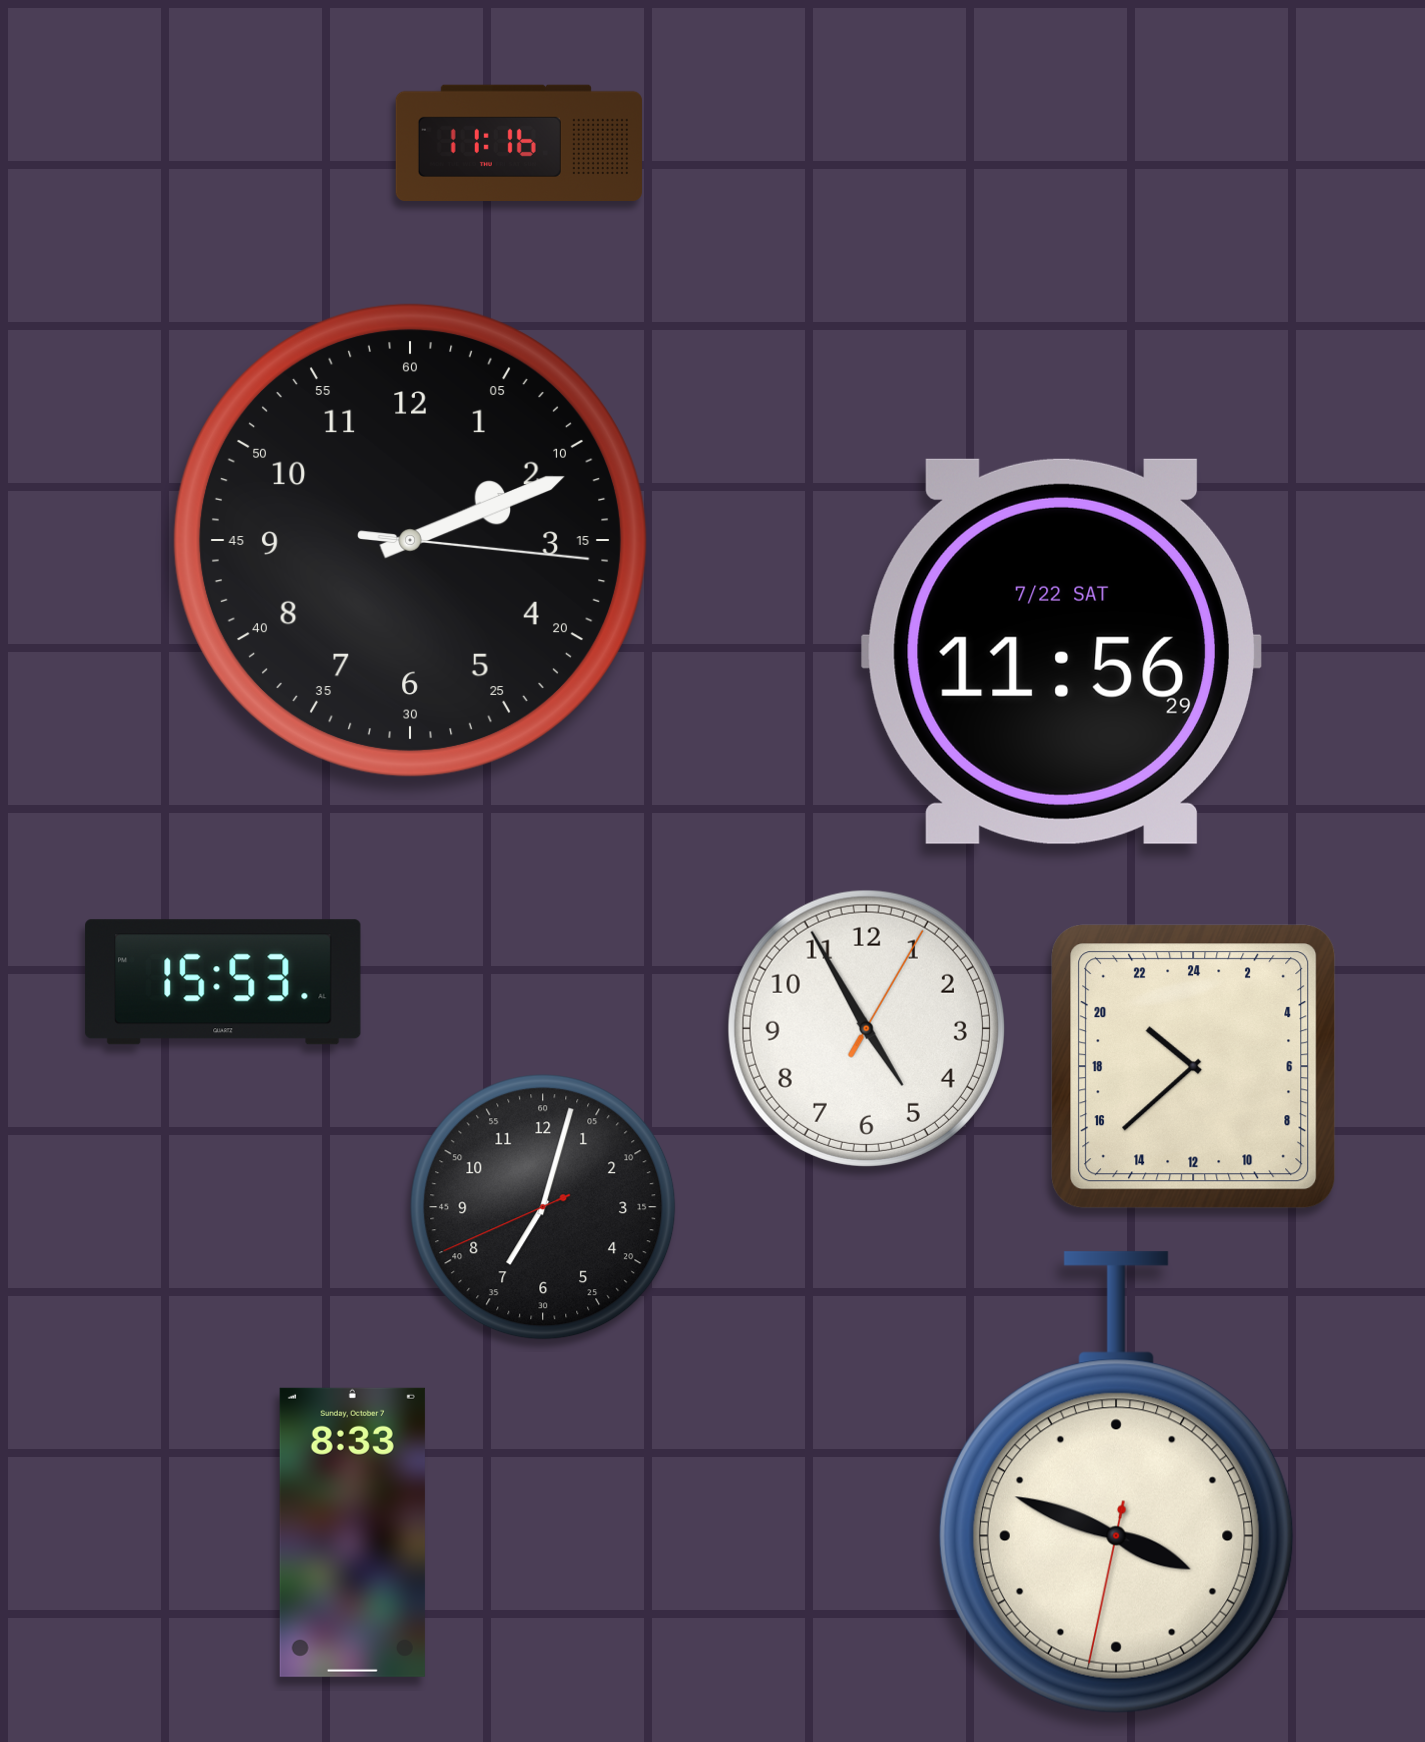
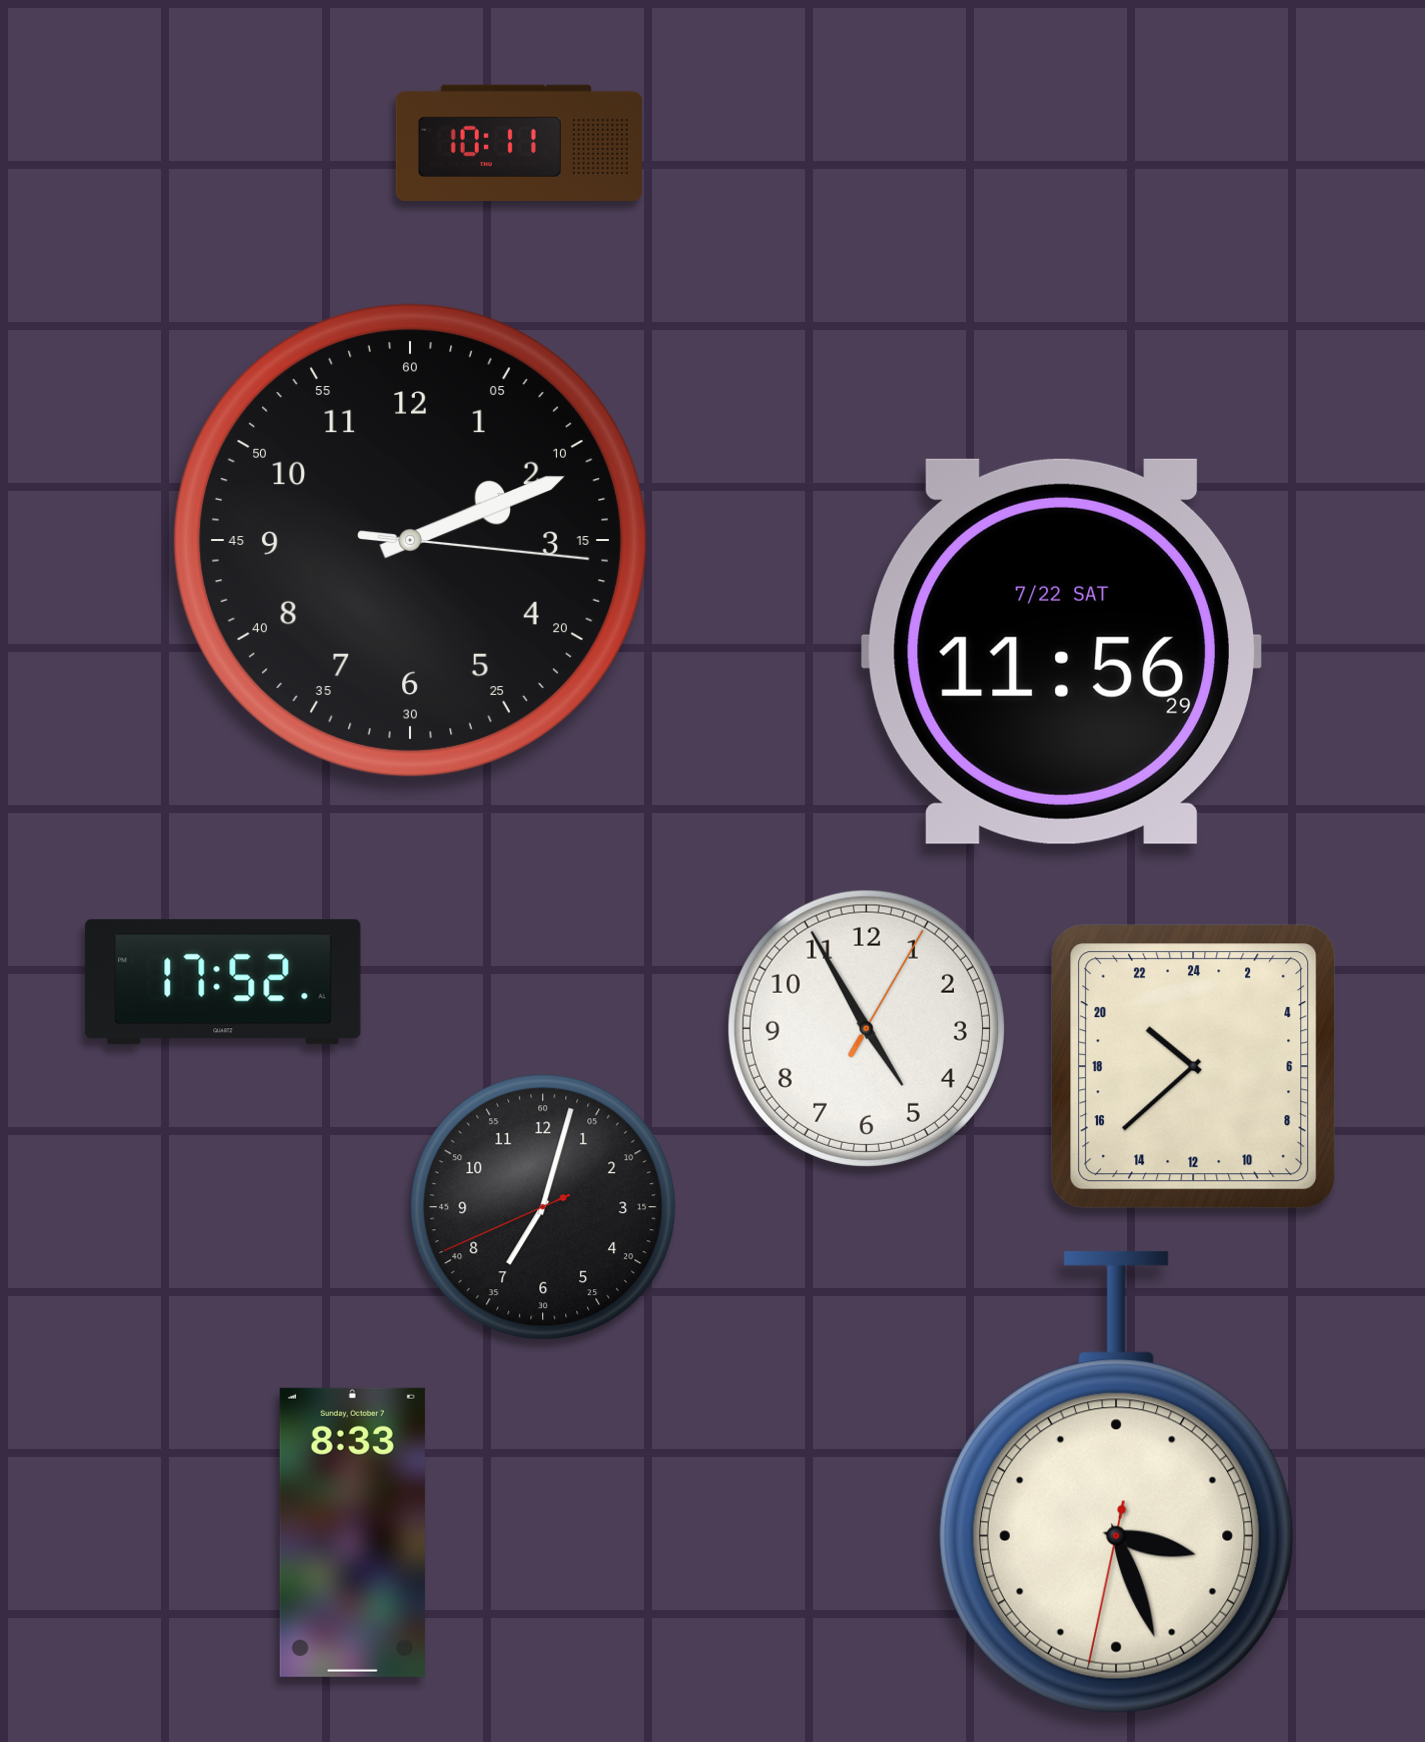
clock at (518, 142): 11:16 -> 10:11
clock at (223, 982): 15:53 -> 17:52
clock at (1116, 1483): 3:48 -> 3:26
